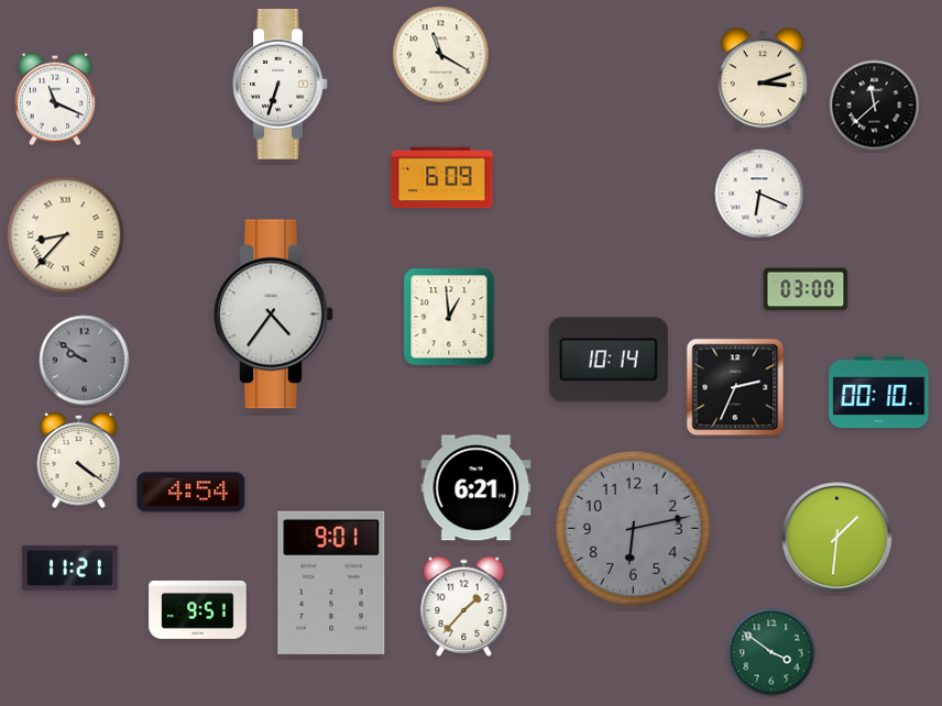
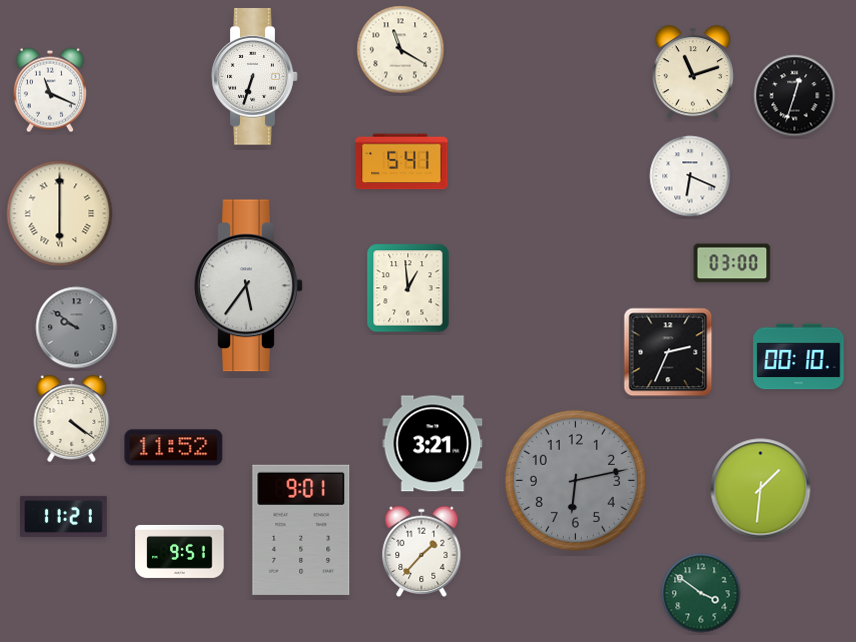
clock at (763, 80): 3:12 -> 11:12
clock at (875, 106): 11:38 -> 12:33
clock at (442, 178): 6:09 -> 5:41
clock at (66, 235): 8:37 -> 6:00
clock at (274, 315): 4:36 -> 5:36
clock at (609, 360): 10:14 -> none
clock at (477, 488): 6:21 -> 3:21
clock at (191, 493): 4:54 -> 11:52
clock at (198, 609) position: (198, 609) -> (180, 551)
